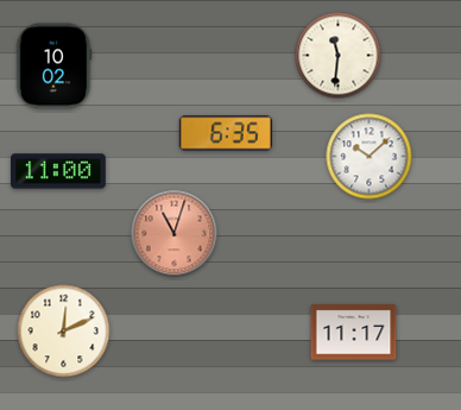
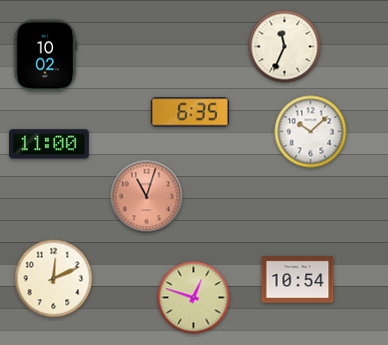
clock at (339, 56): 11:31 -> 11:34
clock at (354, 333): 11:17 -> 10:54
clock at (194, 298): none -> 12:48
